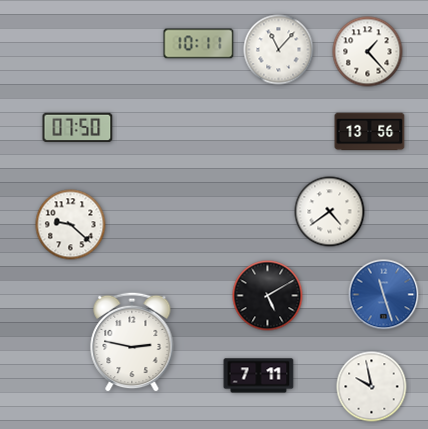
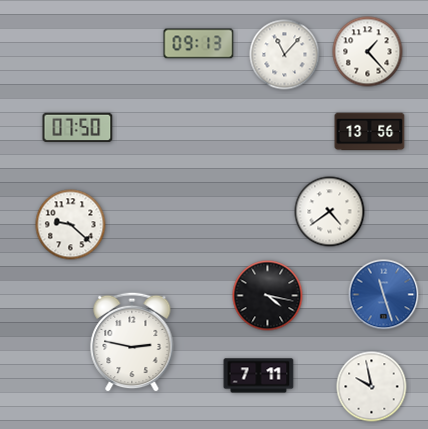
clock at (199, 44): 10:11 -> 09:13
clock at (279, 50) position: (279, 50) -> (285, 55)
clock at (268, 296): 5:10 -> 4:17
